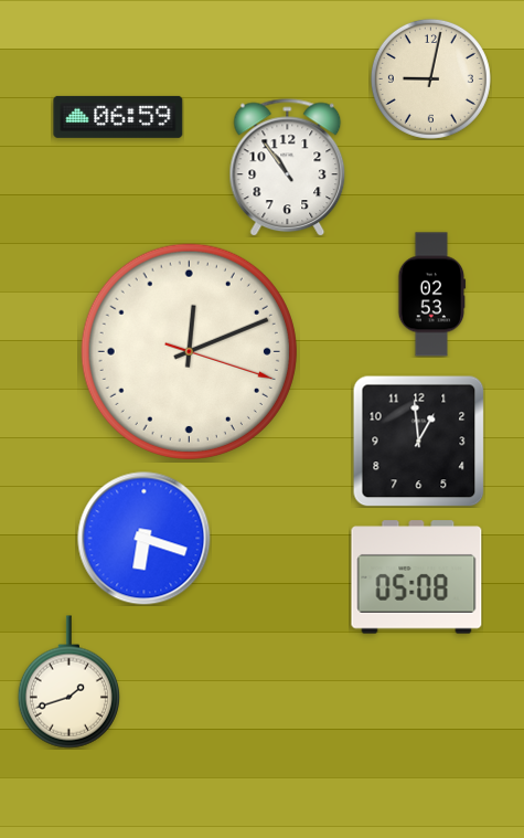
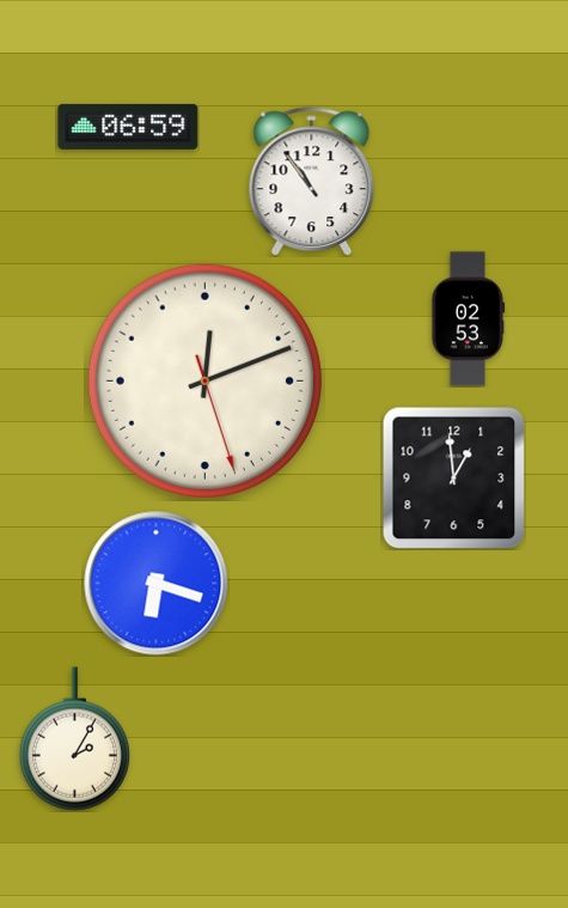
clock at (430, 78): 9:02 -> none
clock at (189, 351): 12:11:18 -> 12:11:27
clock at (417, 577): 05:08 -> none
clock at (68, 682): 1:42 -> 2:05
